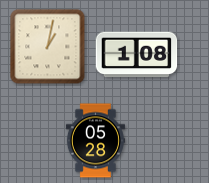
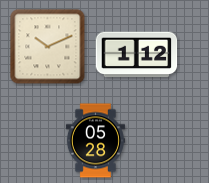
clock at (48, 47): 1:02 -> 10:11
clock at (137, 55): 1:08 -> 1:12
